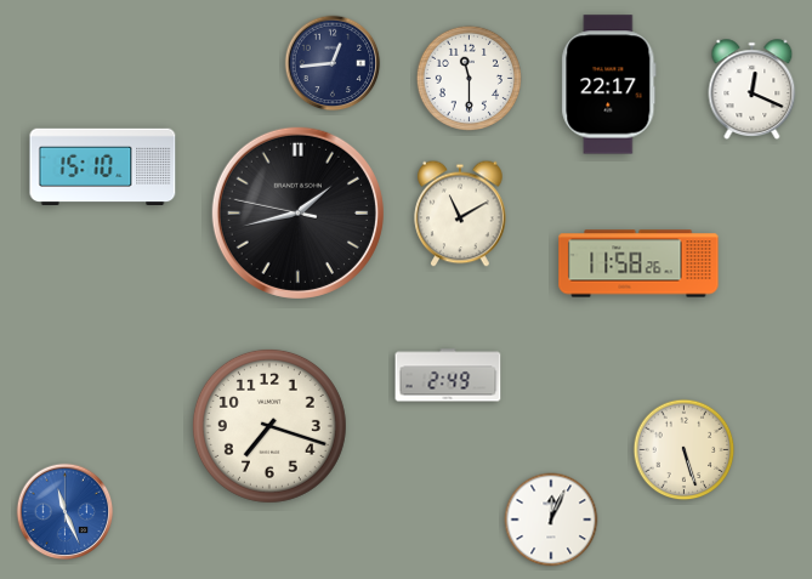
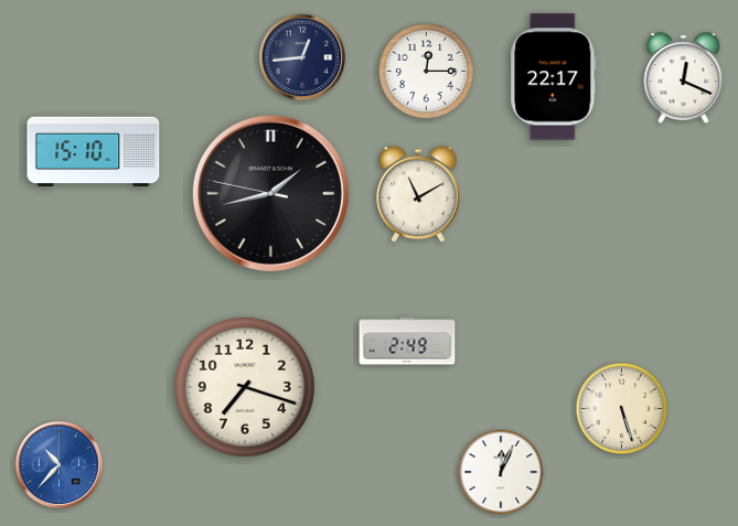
clock at (469, 78): 11:30 -> 12:15
clock at (753, 89) position: (753, 89) -> (684, 77)
clock at (638, 263): 11:58 -> none
clock at (66, 512): 11:26 -> 10:37
